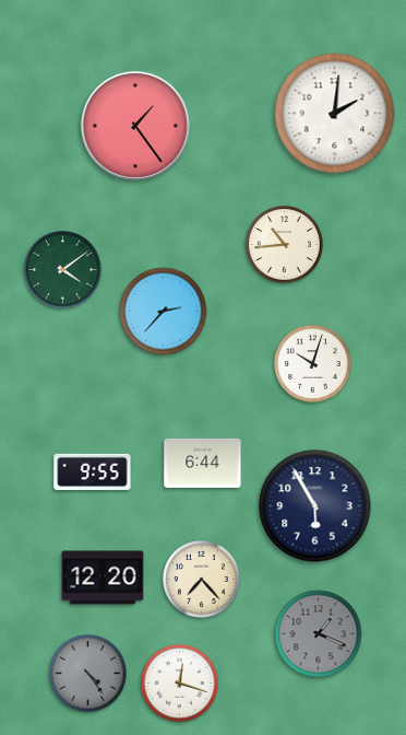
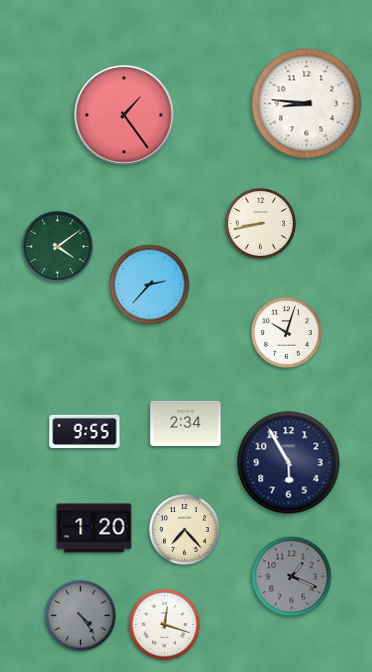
clock at (335, 114): 2:01 -> 8:46
clock at (285, 245): 10:44 -> 8:43
clock at (203, 463): 6:44 -> 2:34
clock at (103, 577): 12:20 -> 1:20
clock at (319, 634) position: (319, 634) -> (292, 577)
